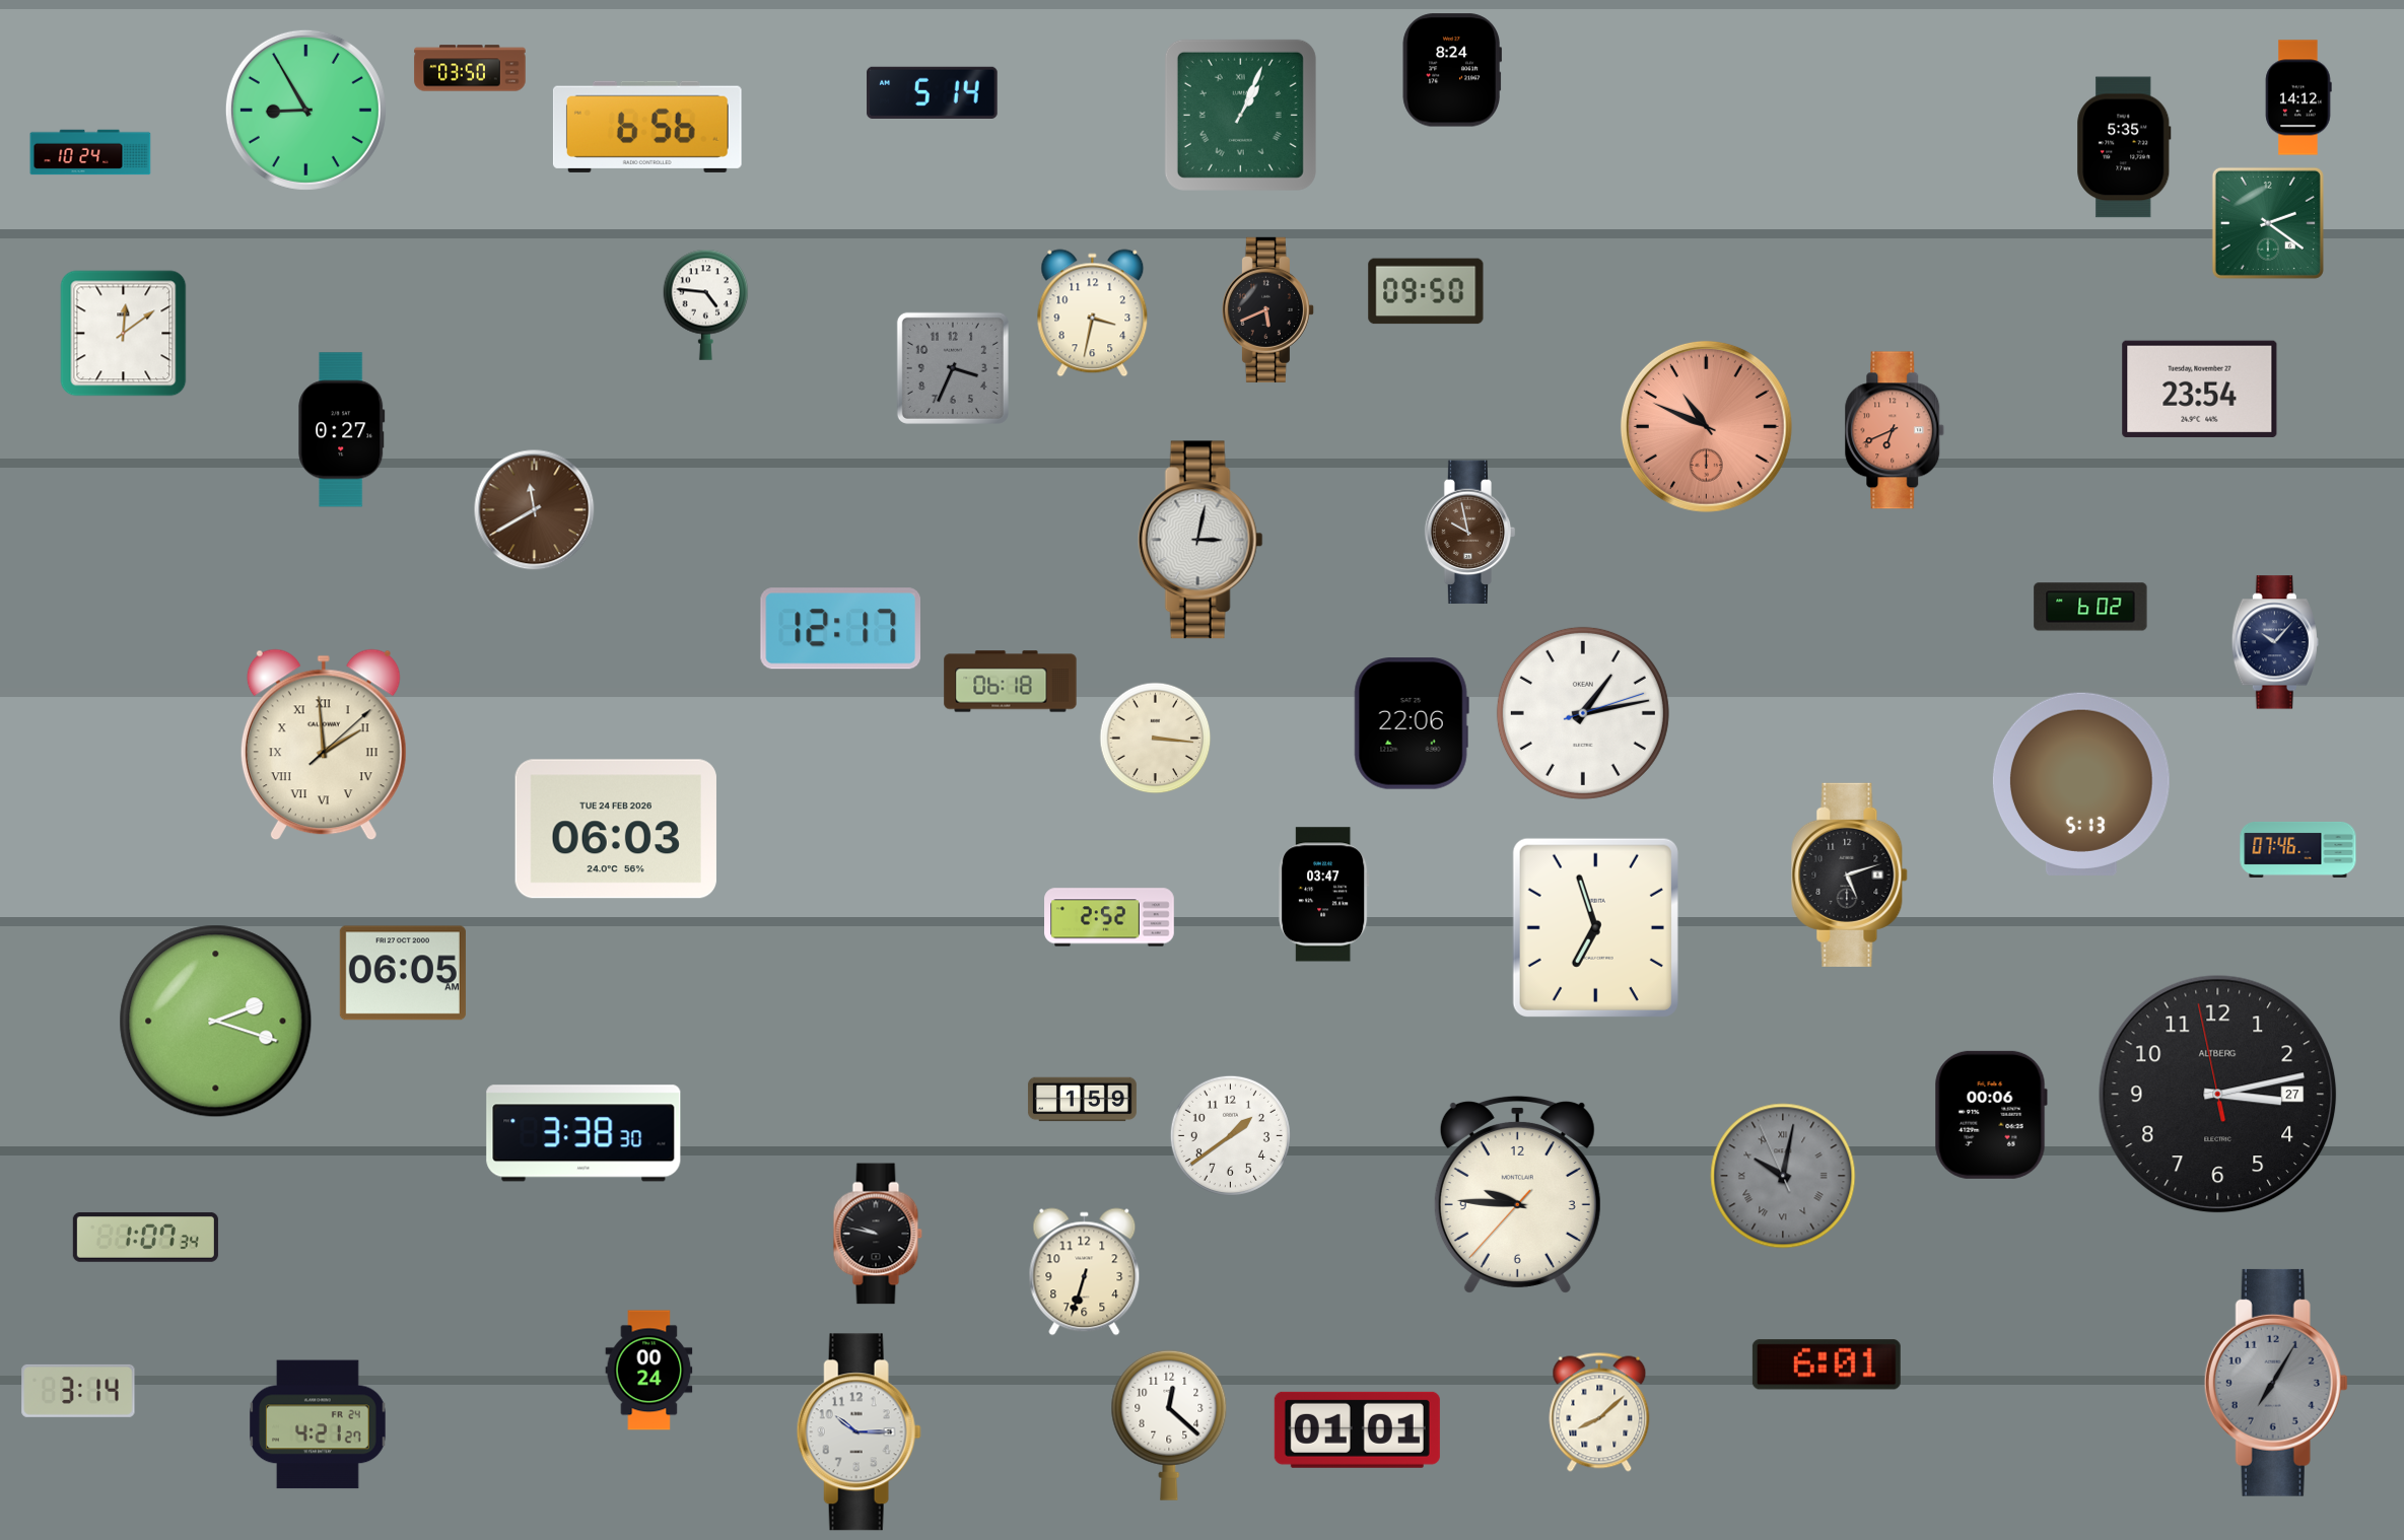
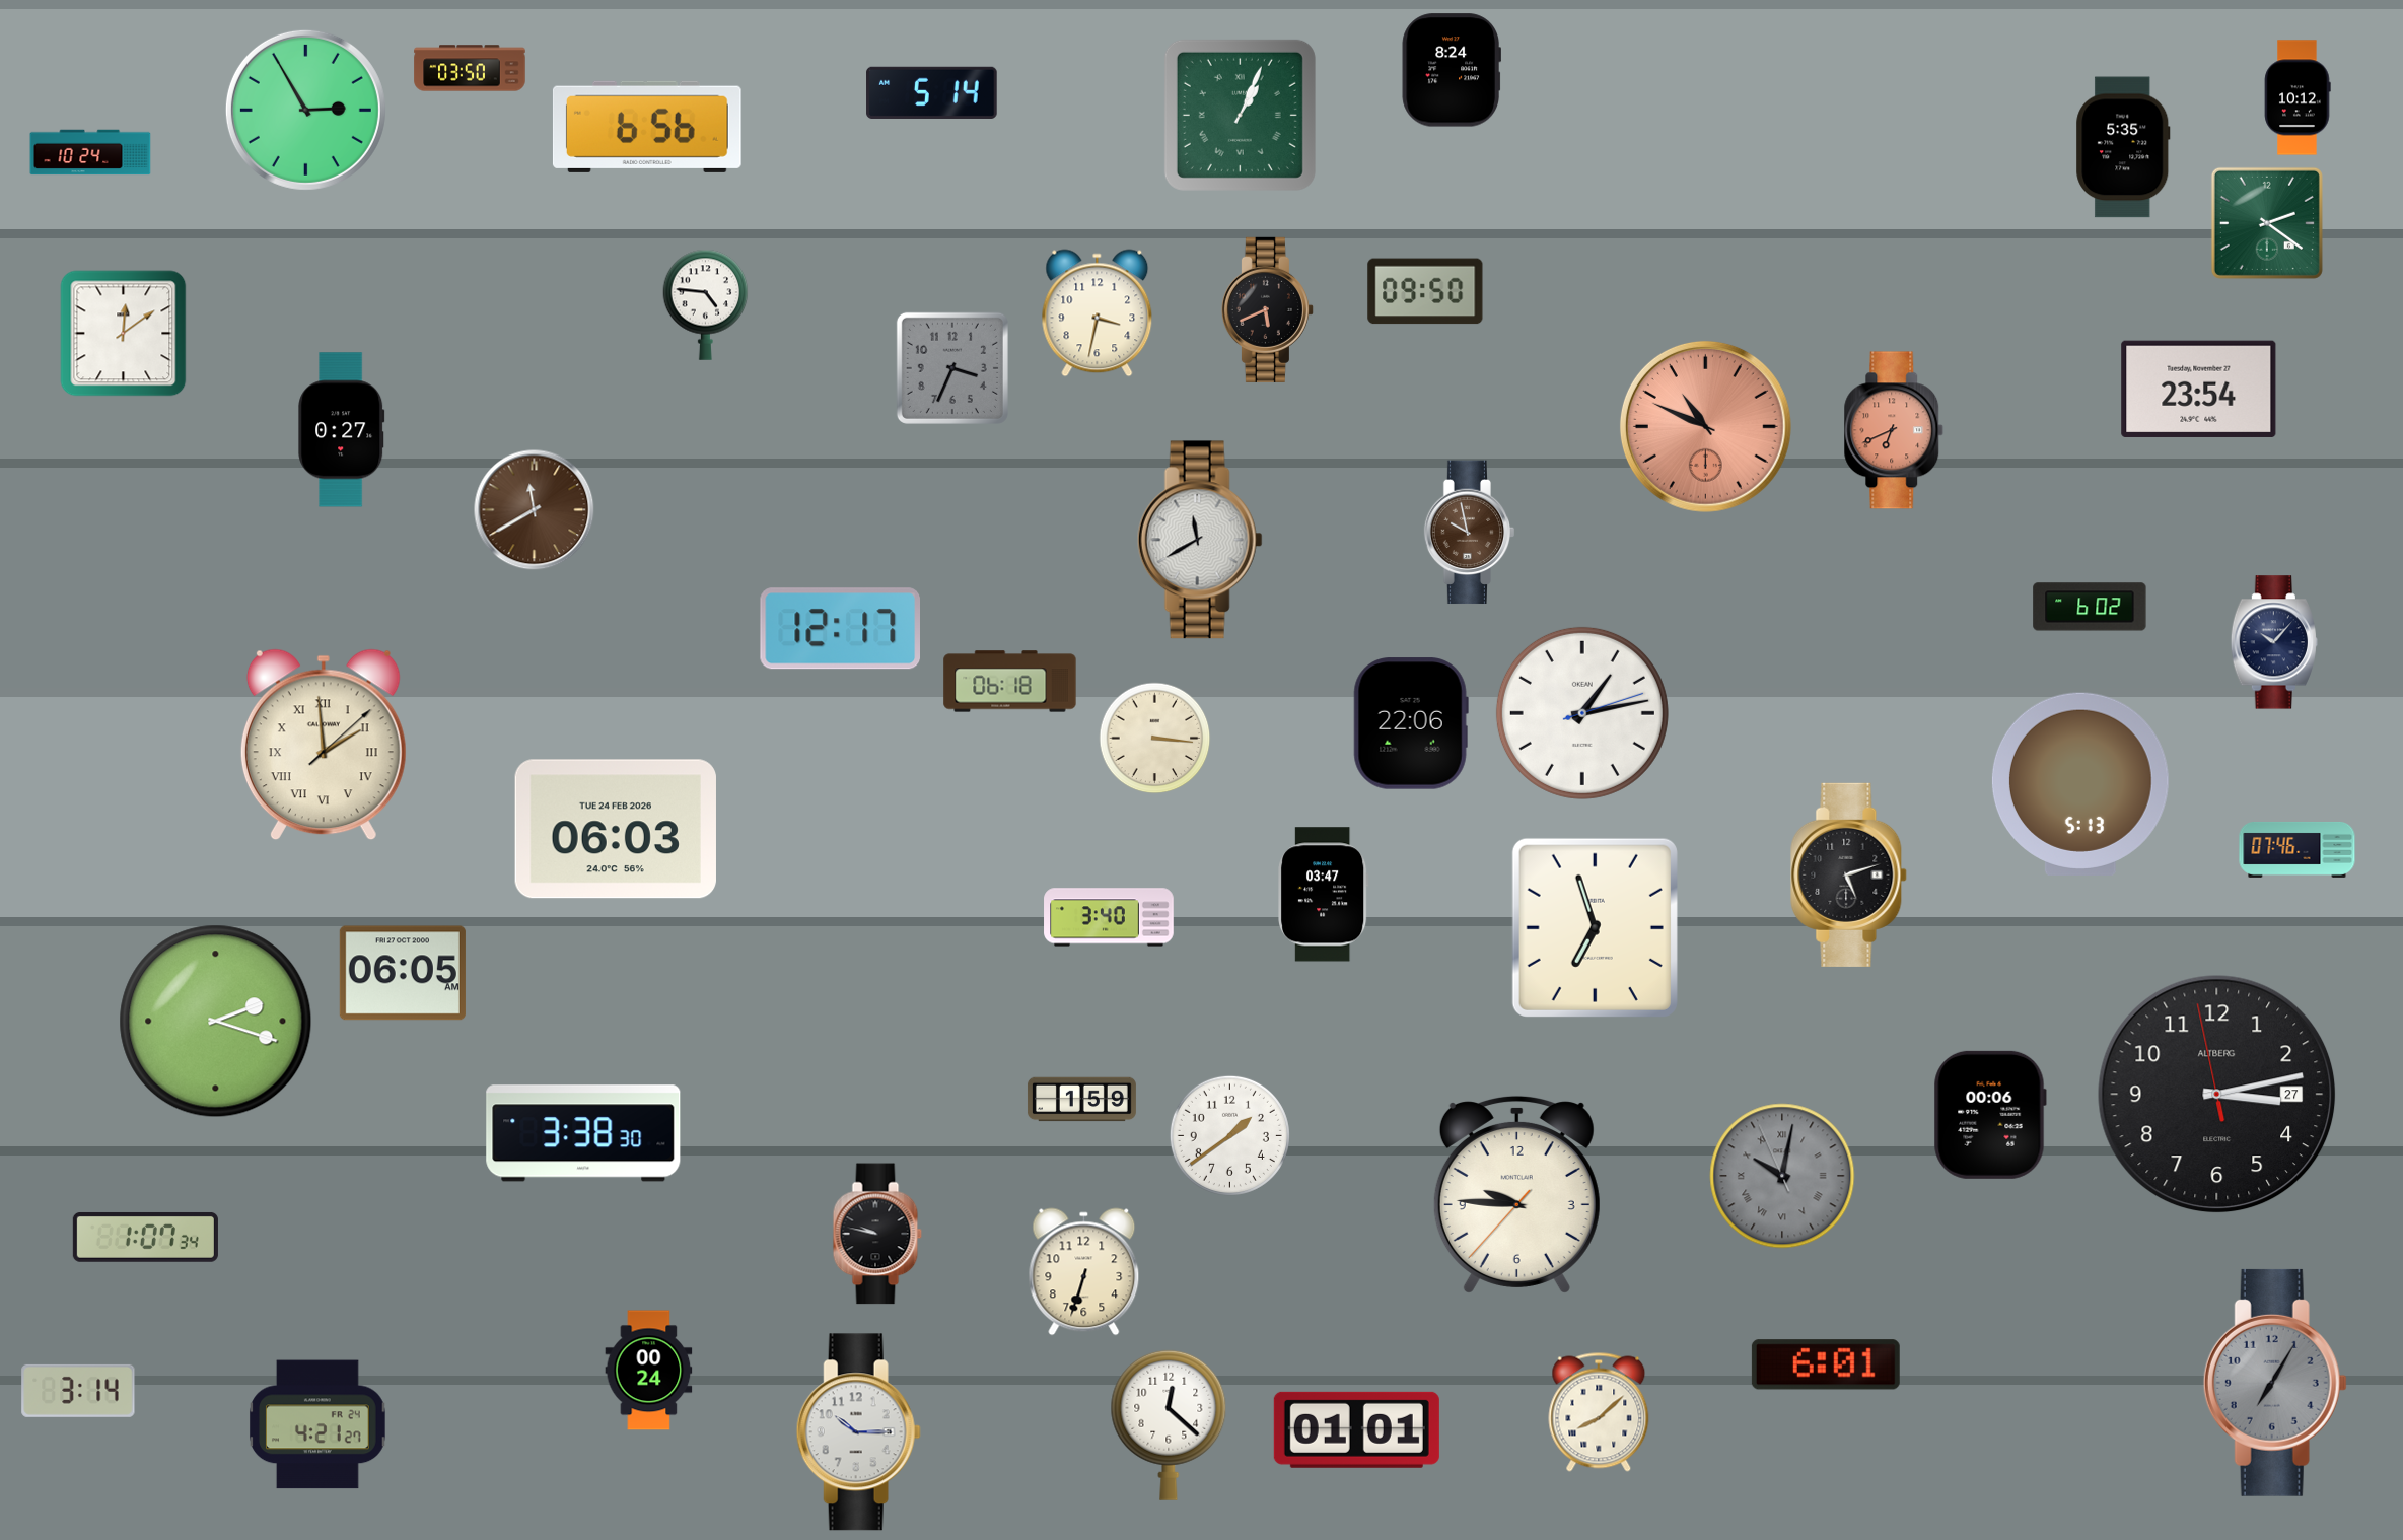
clock at (2298, 97): 14:12 -> 10:12
clock at (305, 110): 8:55 -> 2:55
clock at (1093, 313) position: (1093, 313) -> (1098, 313)
clock at (1200, 540): 3:02 -> 11:40
clock at (1109, 917): 2:52 -> 3:40
